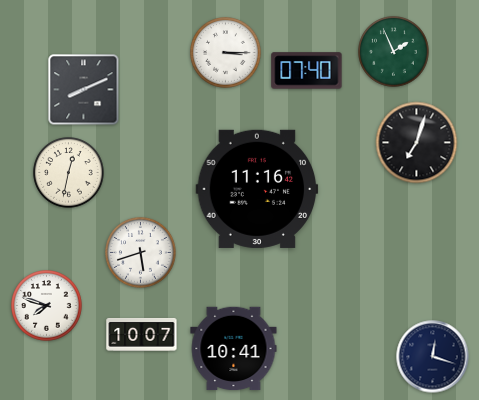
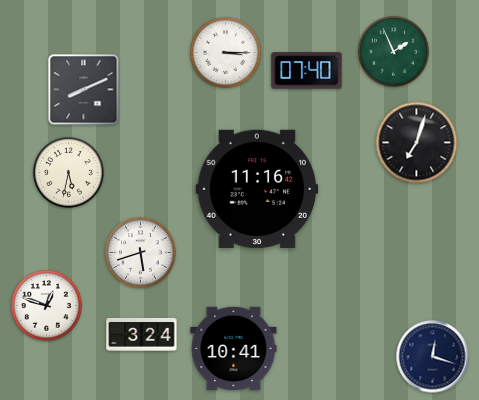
clock at (69, 173): 12:32 -> 5:32
clock at (47, 306): 7:48 -> 12:48
clock at (142, 334): 10:07 -> 3:24
